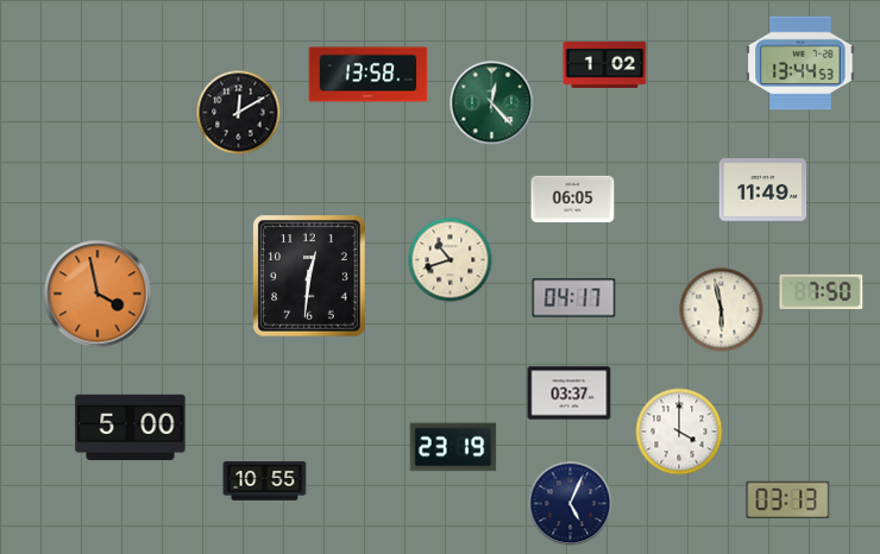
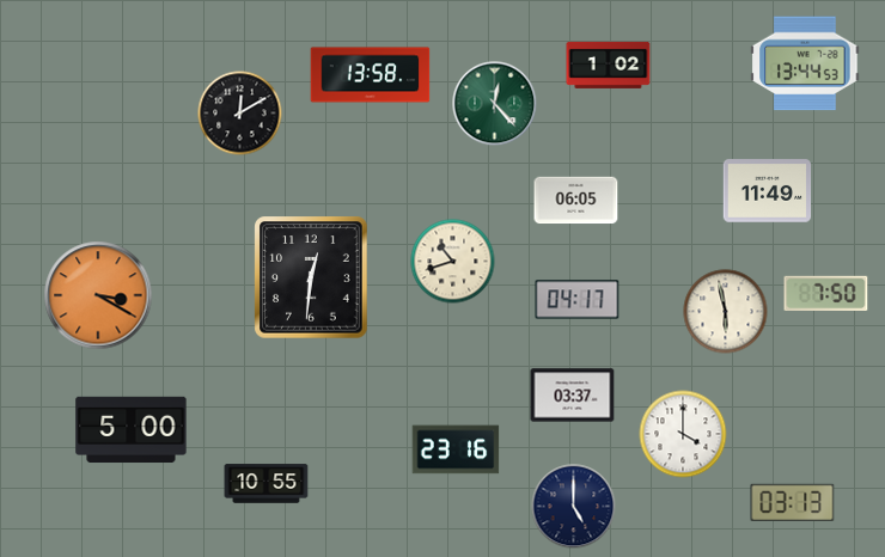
clock at (98, 294): 3:58 -> 3:20
clock at (453, 447): 23:19 -> 23:16
clock at (571, 504): 5:04 -> 5:00
